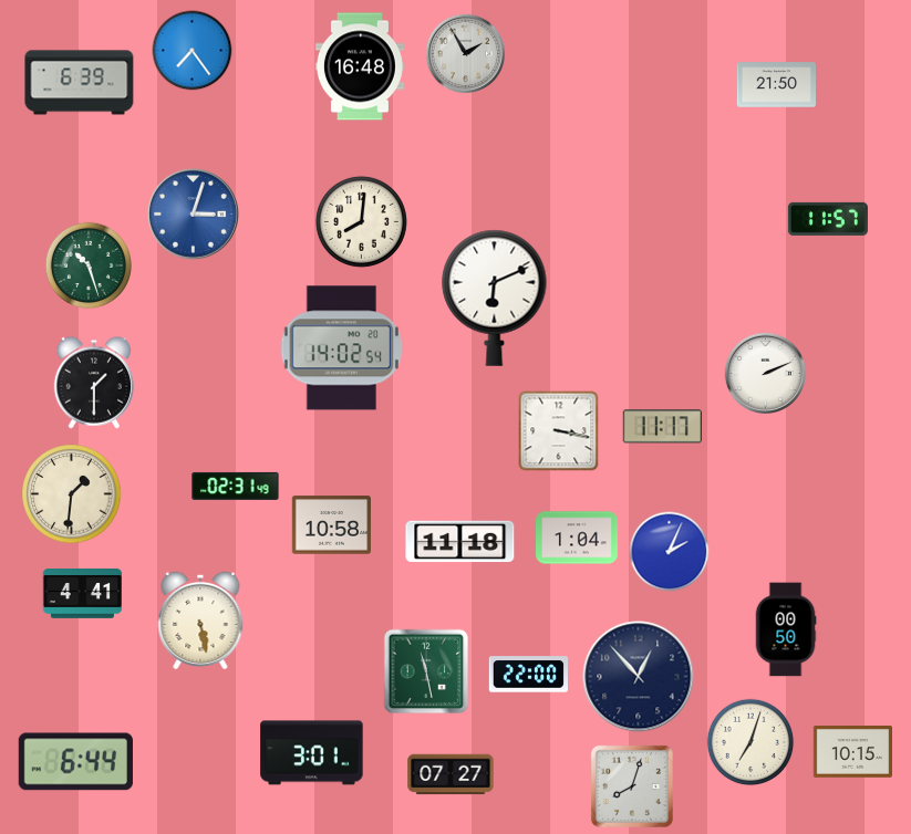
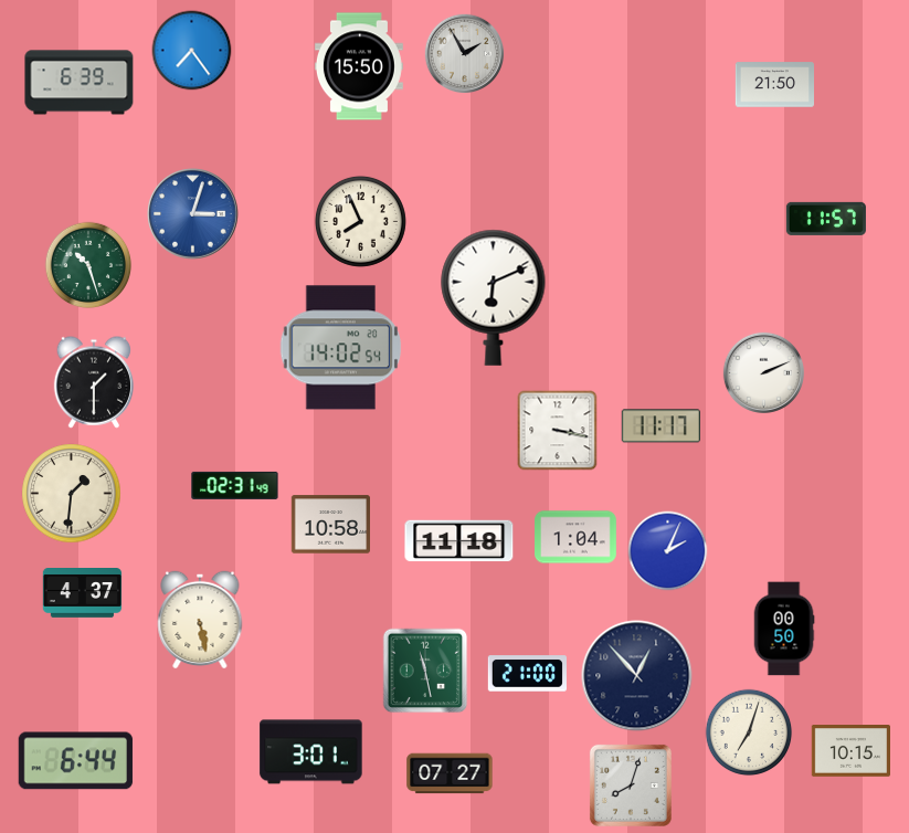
clock at (360, 66): 16:48 -> 15:50
clock at (361, 221): 8:01 -> 7:56
clock at (82, 594): 4:41 -> 4:37
clock at (528, 675): 22:00 -> 21:00
clock at (750, 742) position: (750, 742) -> (749, 732)
